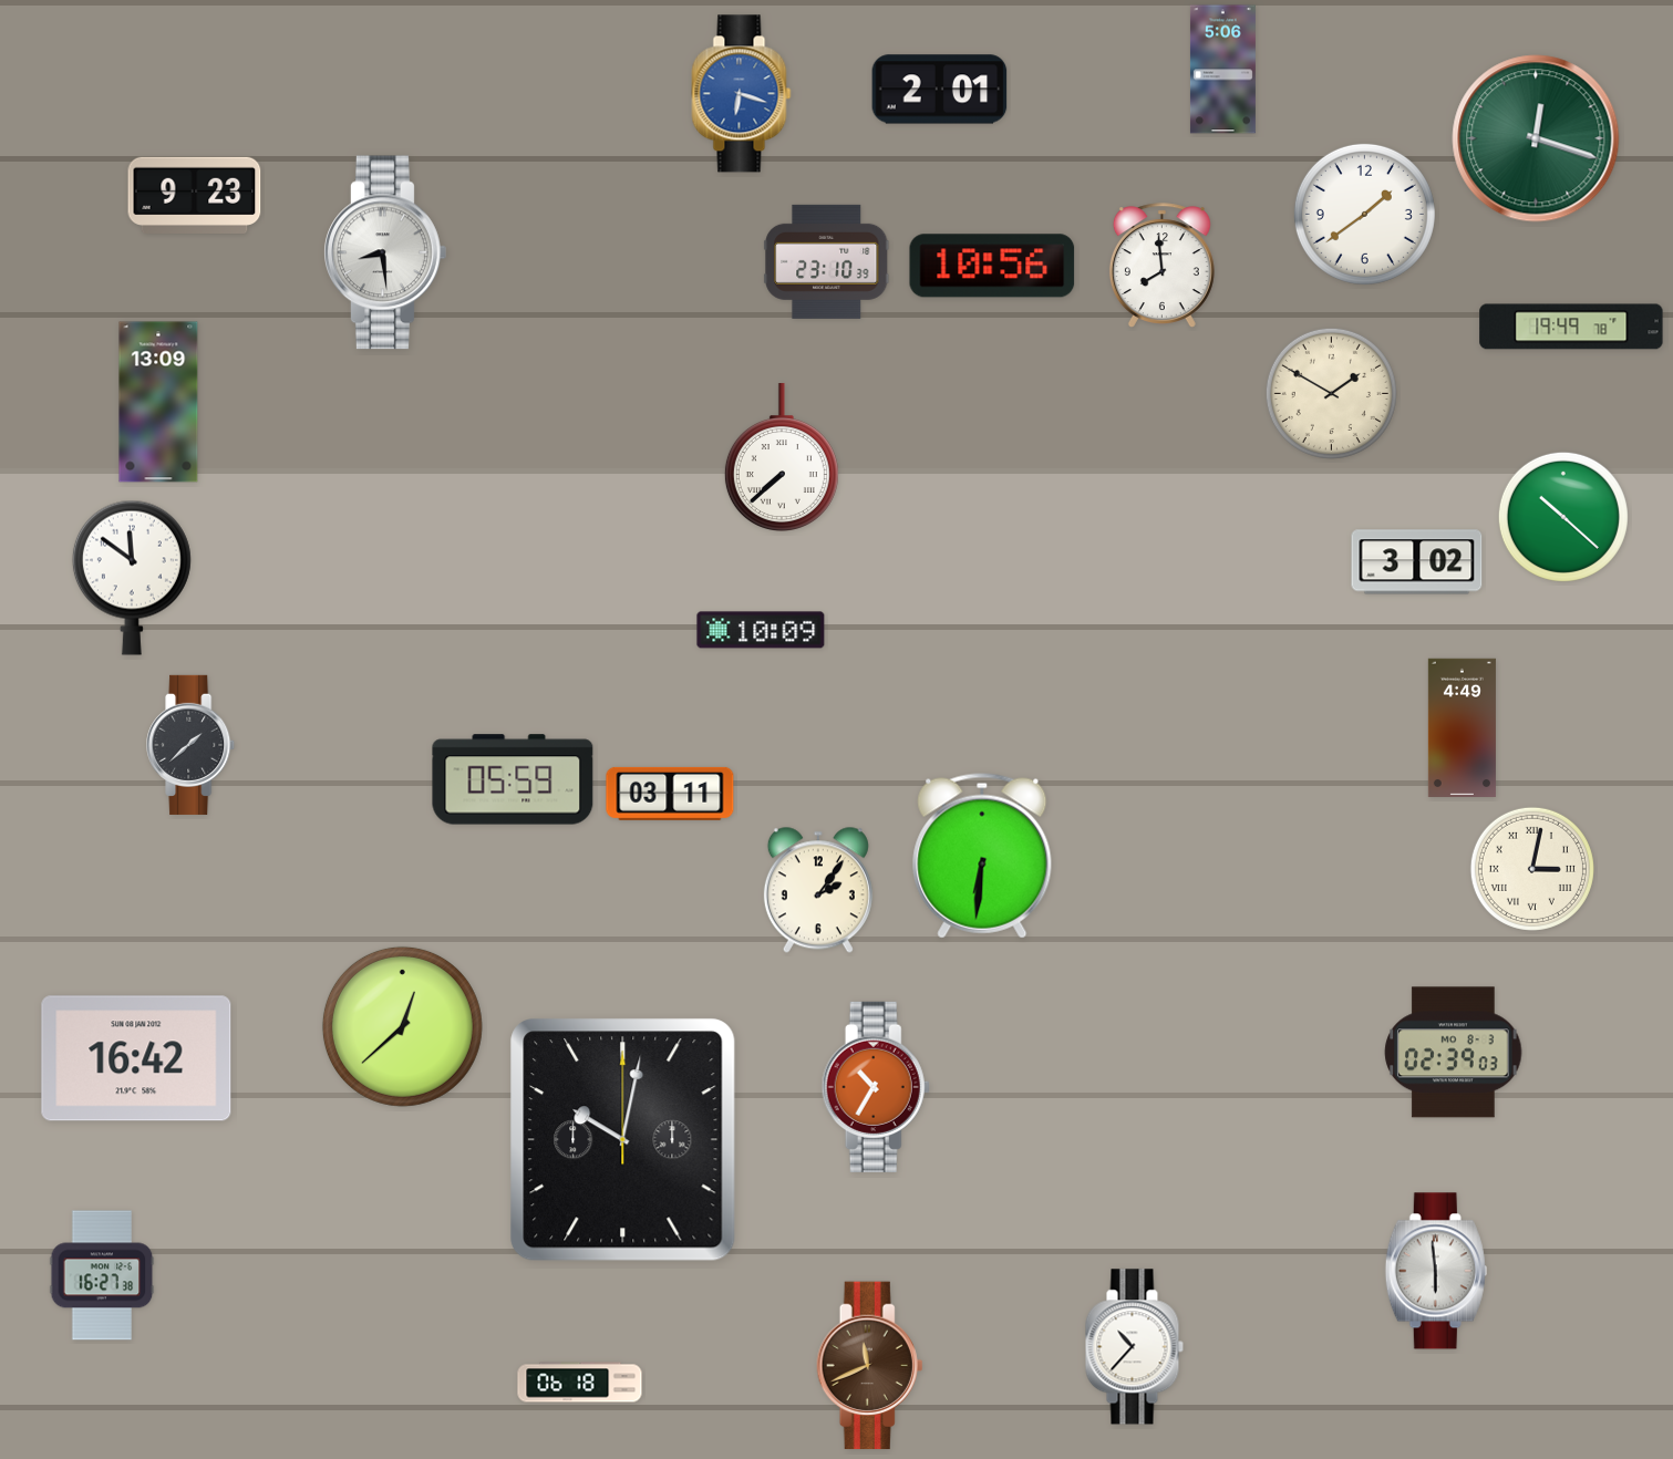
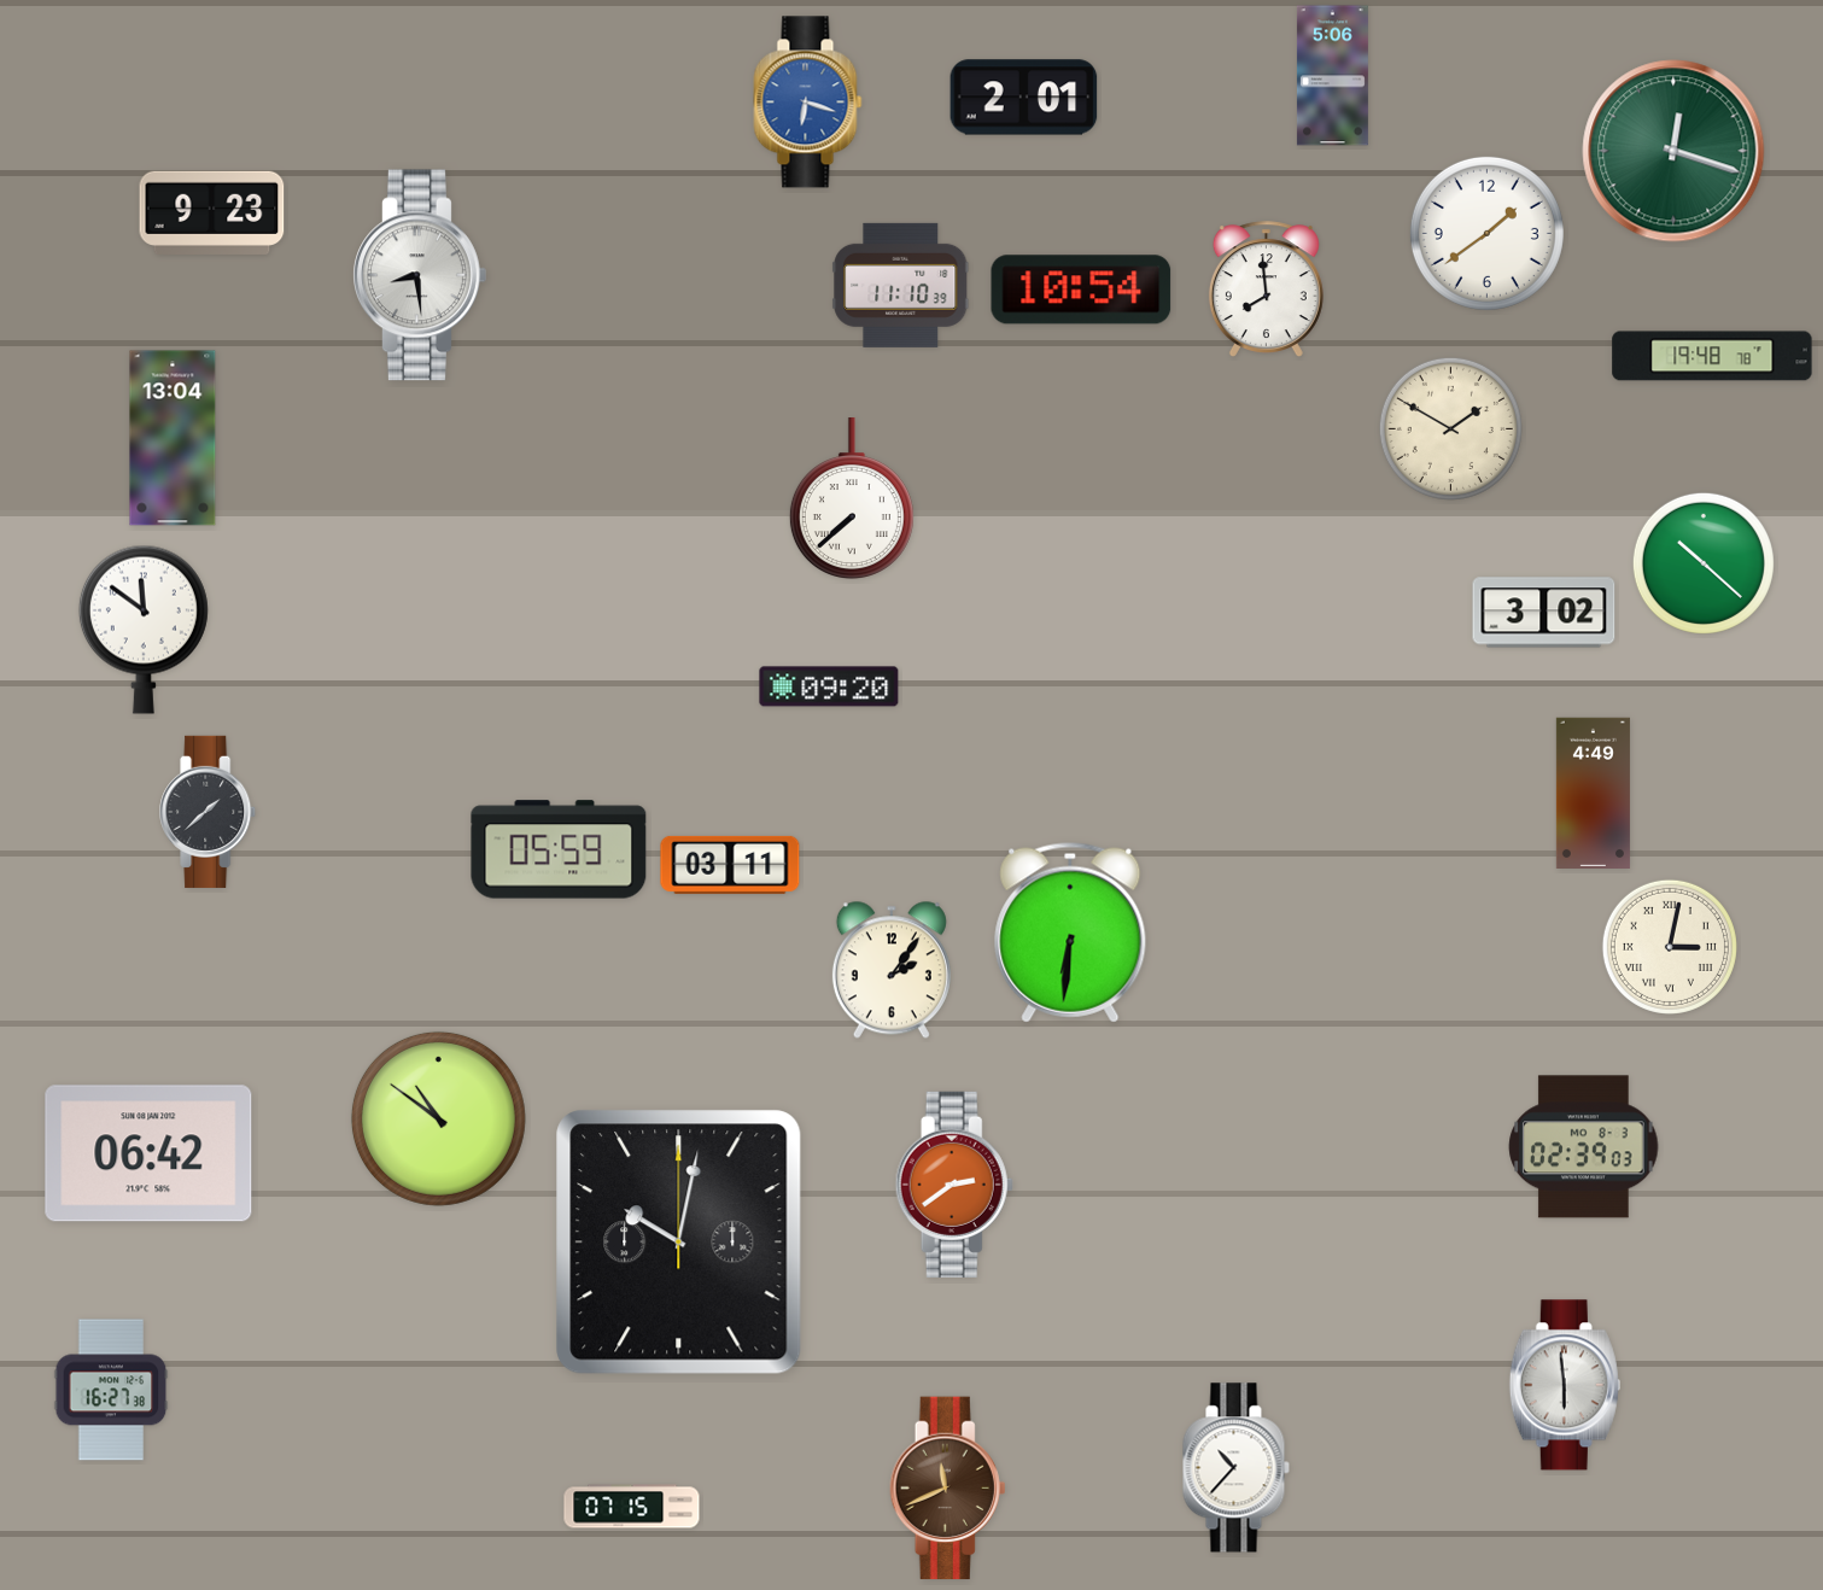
clock at (827, 261): 23:10 -> 11:10
clock at (992, 266): 10:56 -> 10:54
clock at (1571, 327): 19:49 -> 19:48
clock at (158, 402): 13:09 -> 13:04
clock at (761, 630): 10:09 -> 09:20
clock at (402, 1026): 12:38 -> 10:51
clock at (136, 1058): 16:42 -> 06:42
clock at (876, 1087): 10:35 -> 2:39
clock at (580, 1383): 06:18 -> 07:15
